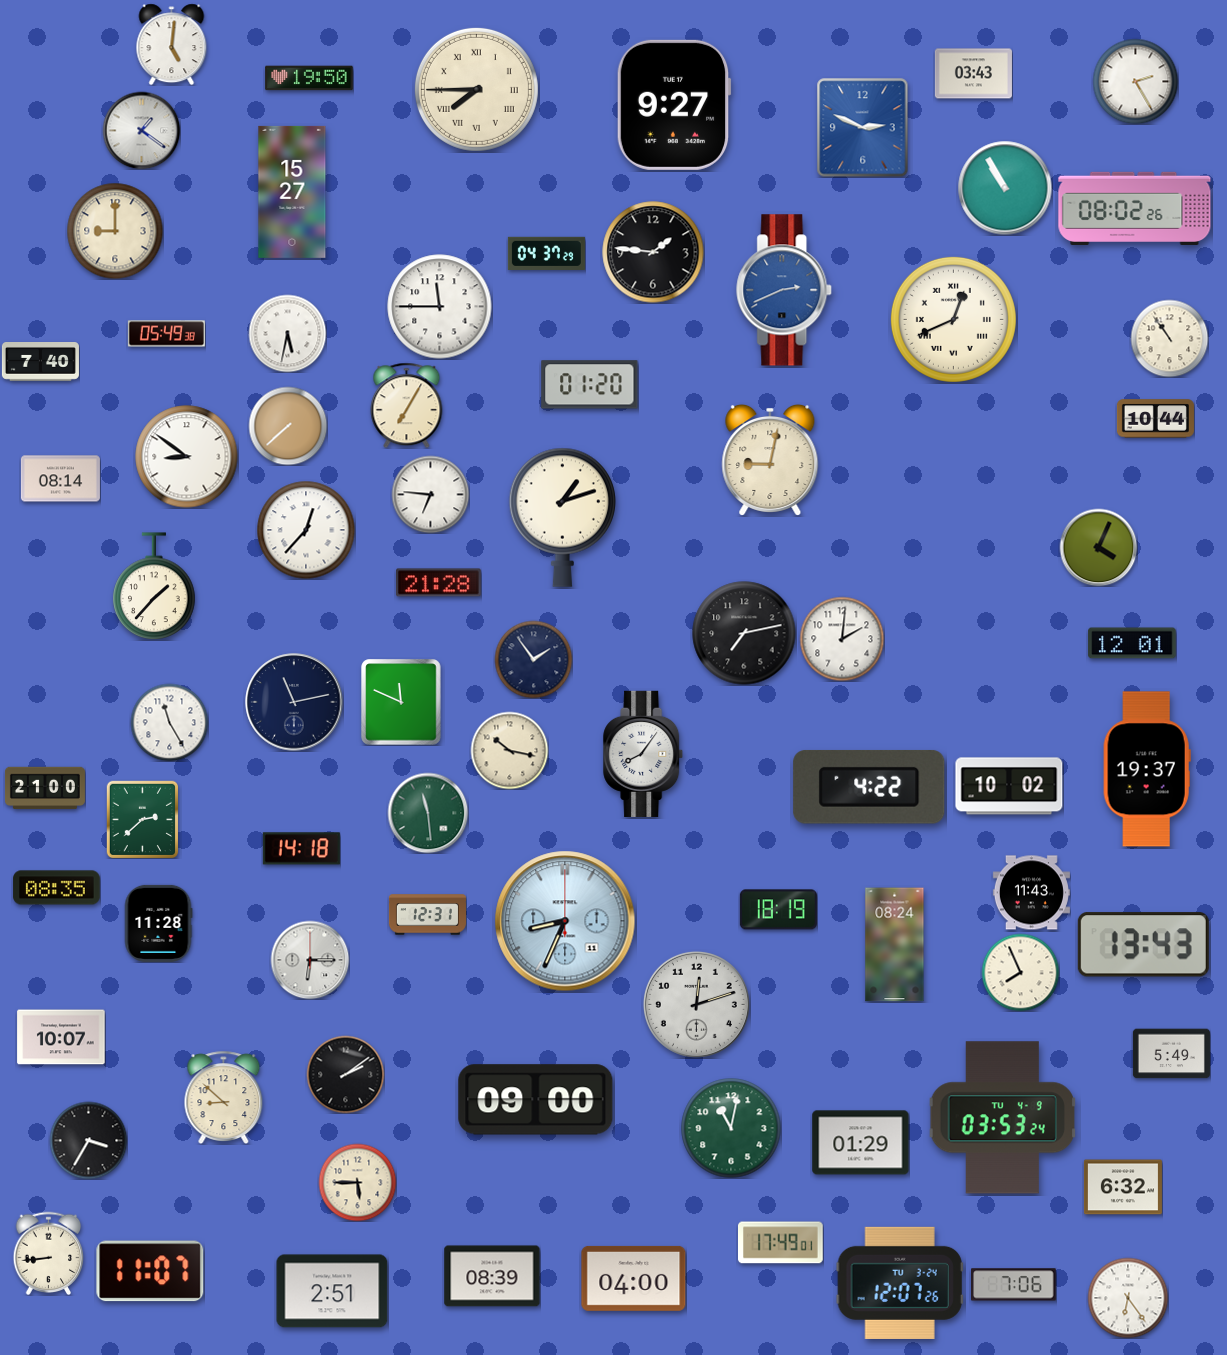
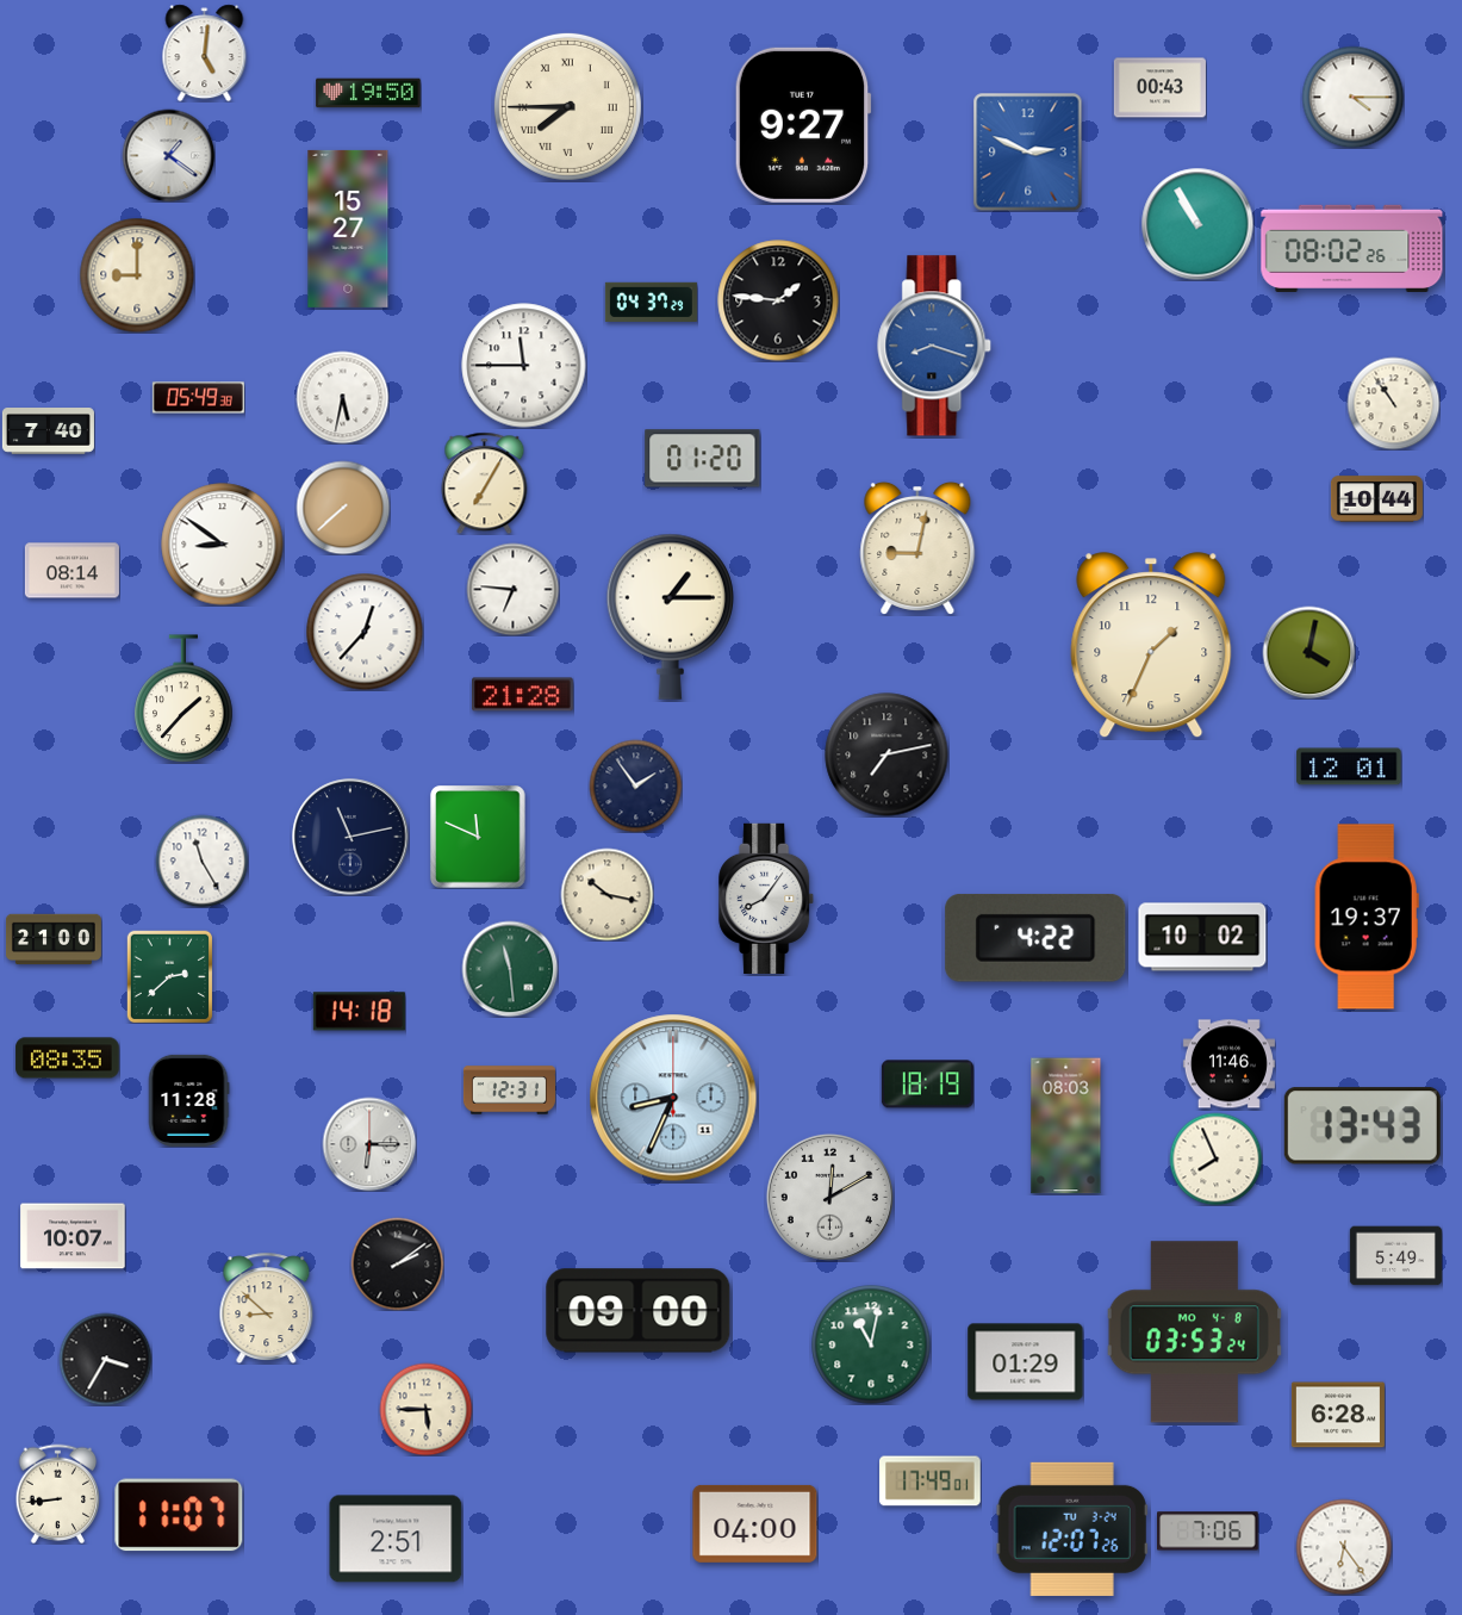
clock at (973, 74): 03:43 -> 00:43
clock at (1135, 81): 2:25 -> 4:15
clock at (785, 290): 2:41 -> 8:18
clock at (953, 319): 12:41 -> none
clock at (562, 517): 1:12 -> 1:15
clock at (1151, 646): none -> 1:34
clock at (1098, 547): 4:04 -> 4:02
clock at (842, 639): 2:01 -> none
clock at (1031, 893): 11:43 -> 11:46
clock at (895, 945): 08:24 -> 08:03
clock at (696, 1004): 12:12 -> 12:10
clock at (345, 1074) position: (345, 1074) -> (397, 1263)
clock at (1002, 1118) date: TU 4-9 -> MO 4-8
clock at (1123, 1187): 6:32 -> 6:28
clock at (492, 1276): 08:39 -> none
